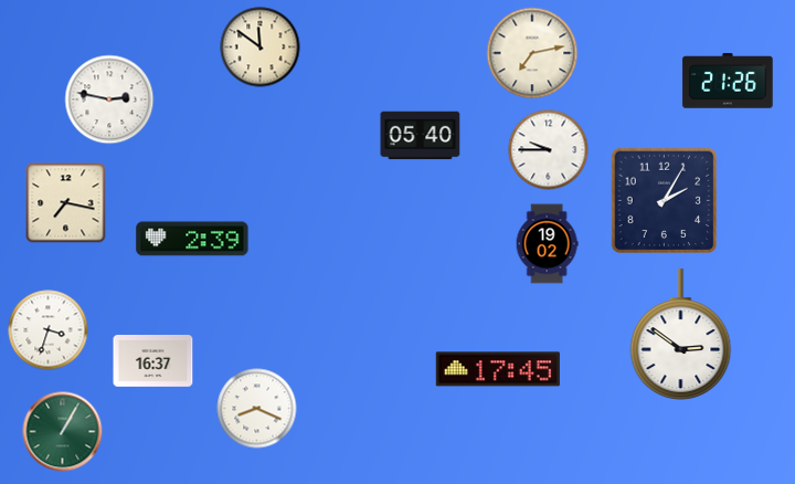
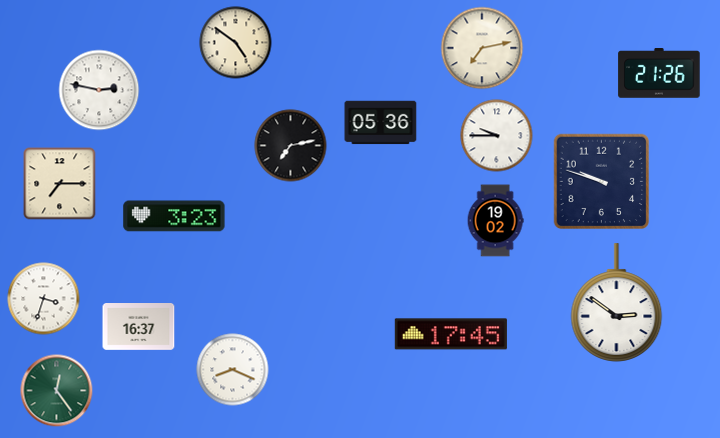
clock at (261, 48): 11:51 -> 4:51
clock at (421, 136): 05:40 -> 05:36
clock at (291, 146): none -> 7:13
clock at (665, 201): 2:05 -> 9:48
clock at (66, 203): 7:17 -> 7:15
clock at (192, 239): 2:39 -> 3:23
clock at (63, 432): 1:05 -> 12:24
